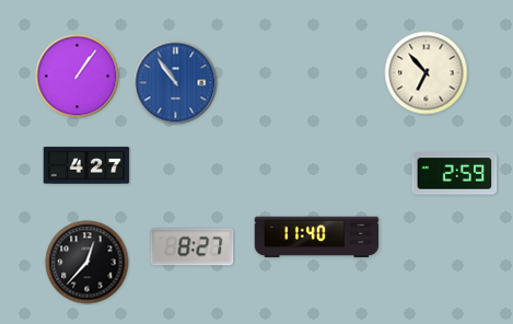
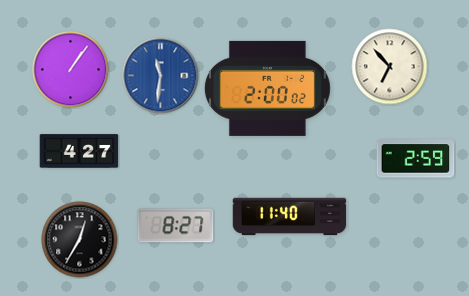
clock at (176, 83): 10:54 -> 11:31
clock at (267, 88): none -> 2:00
clock at (88, 263): 12:37 -> 12:35
